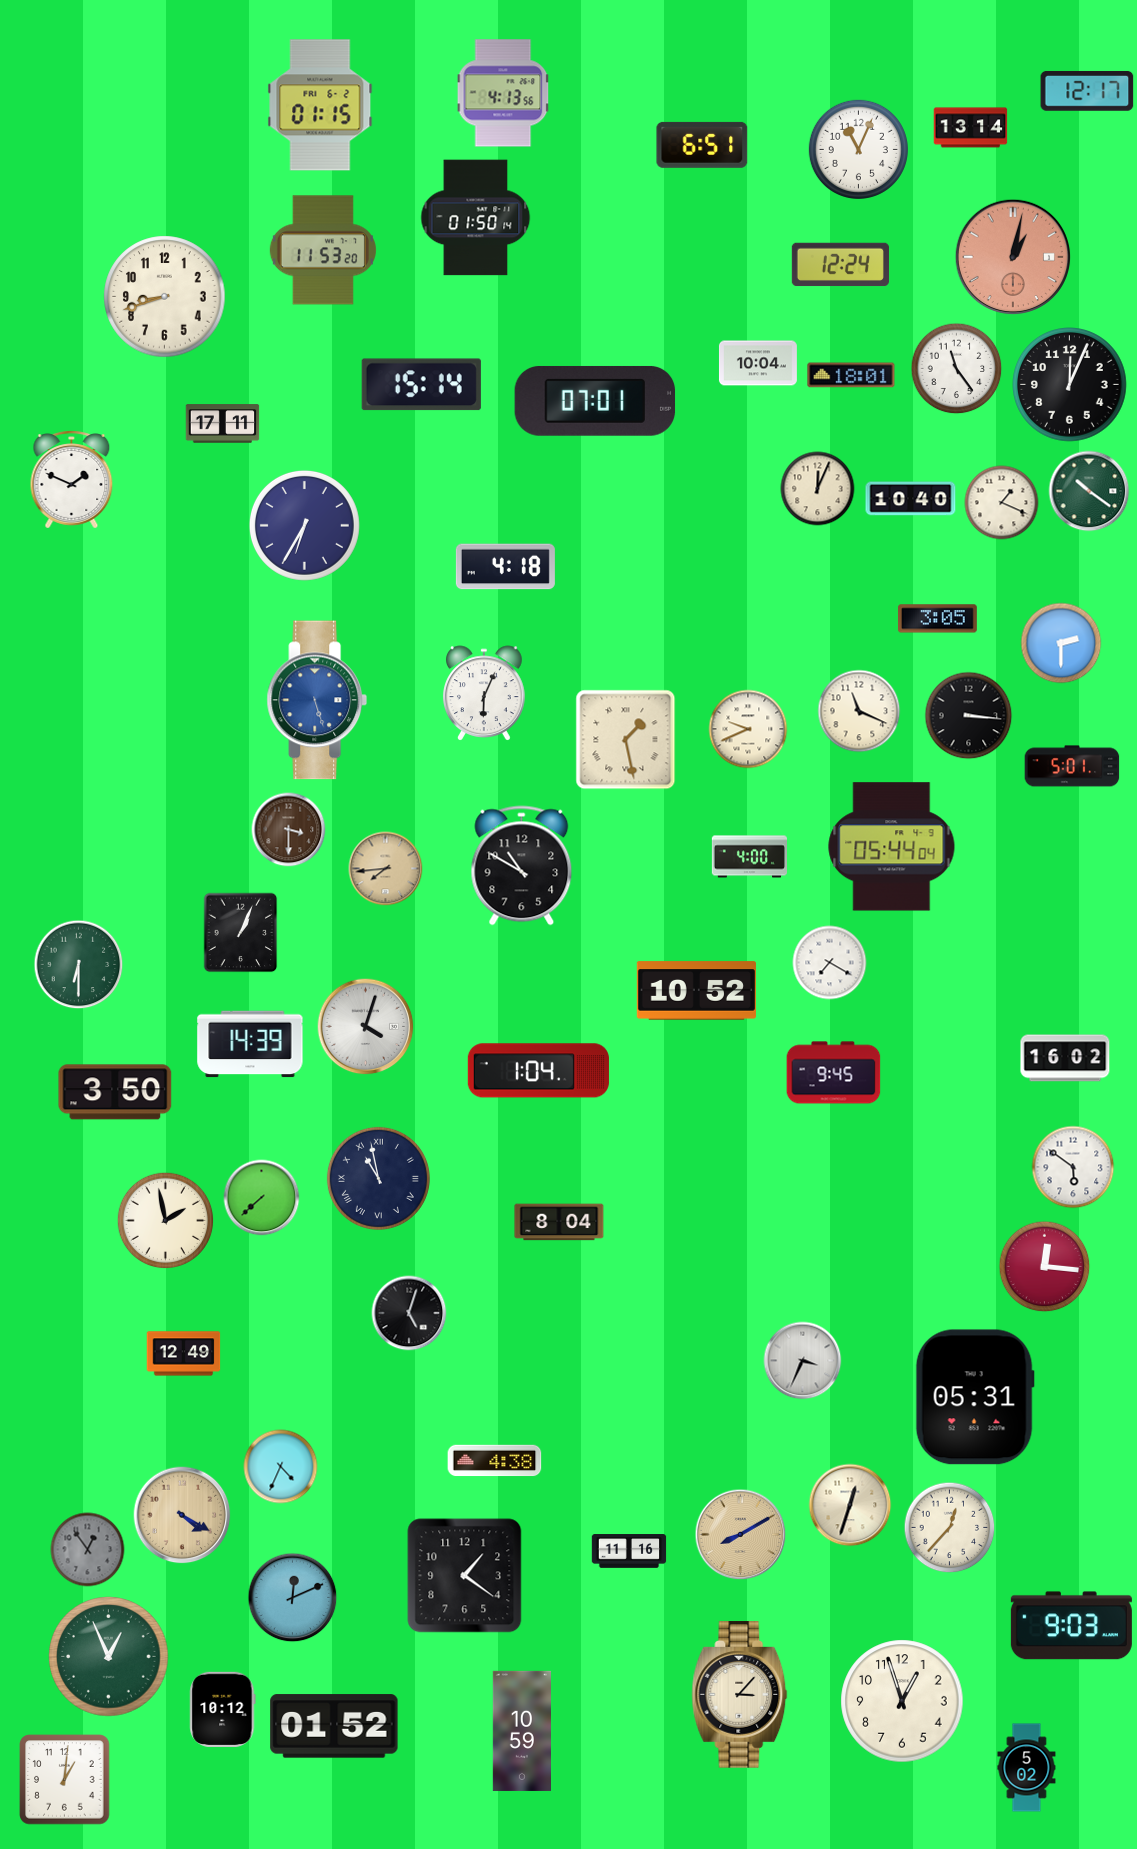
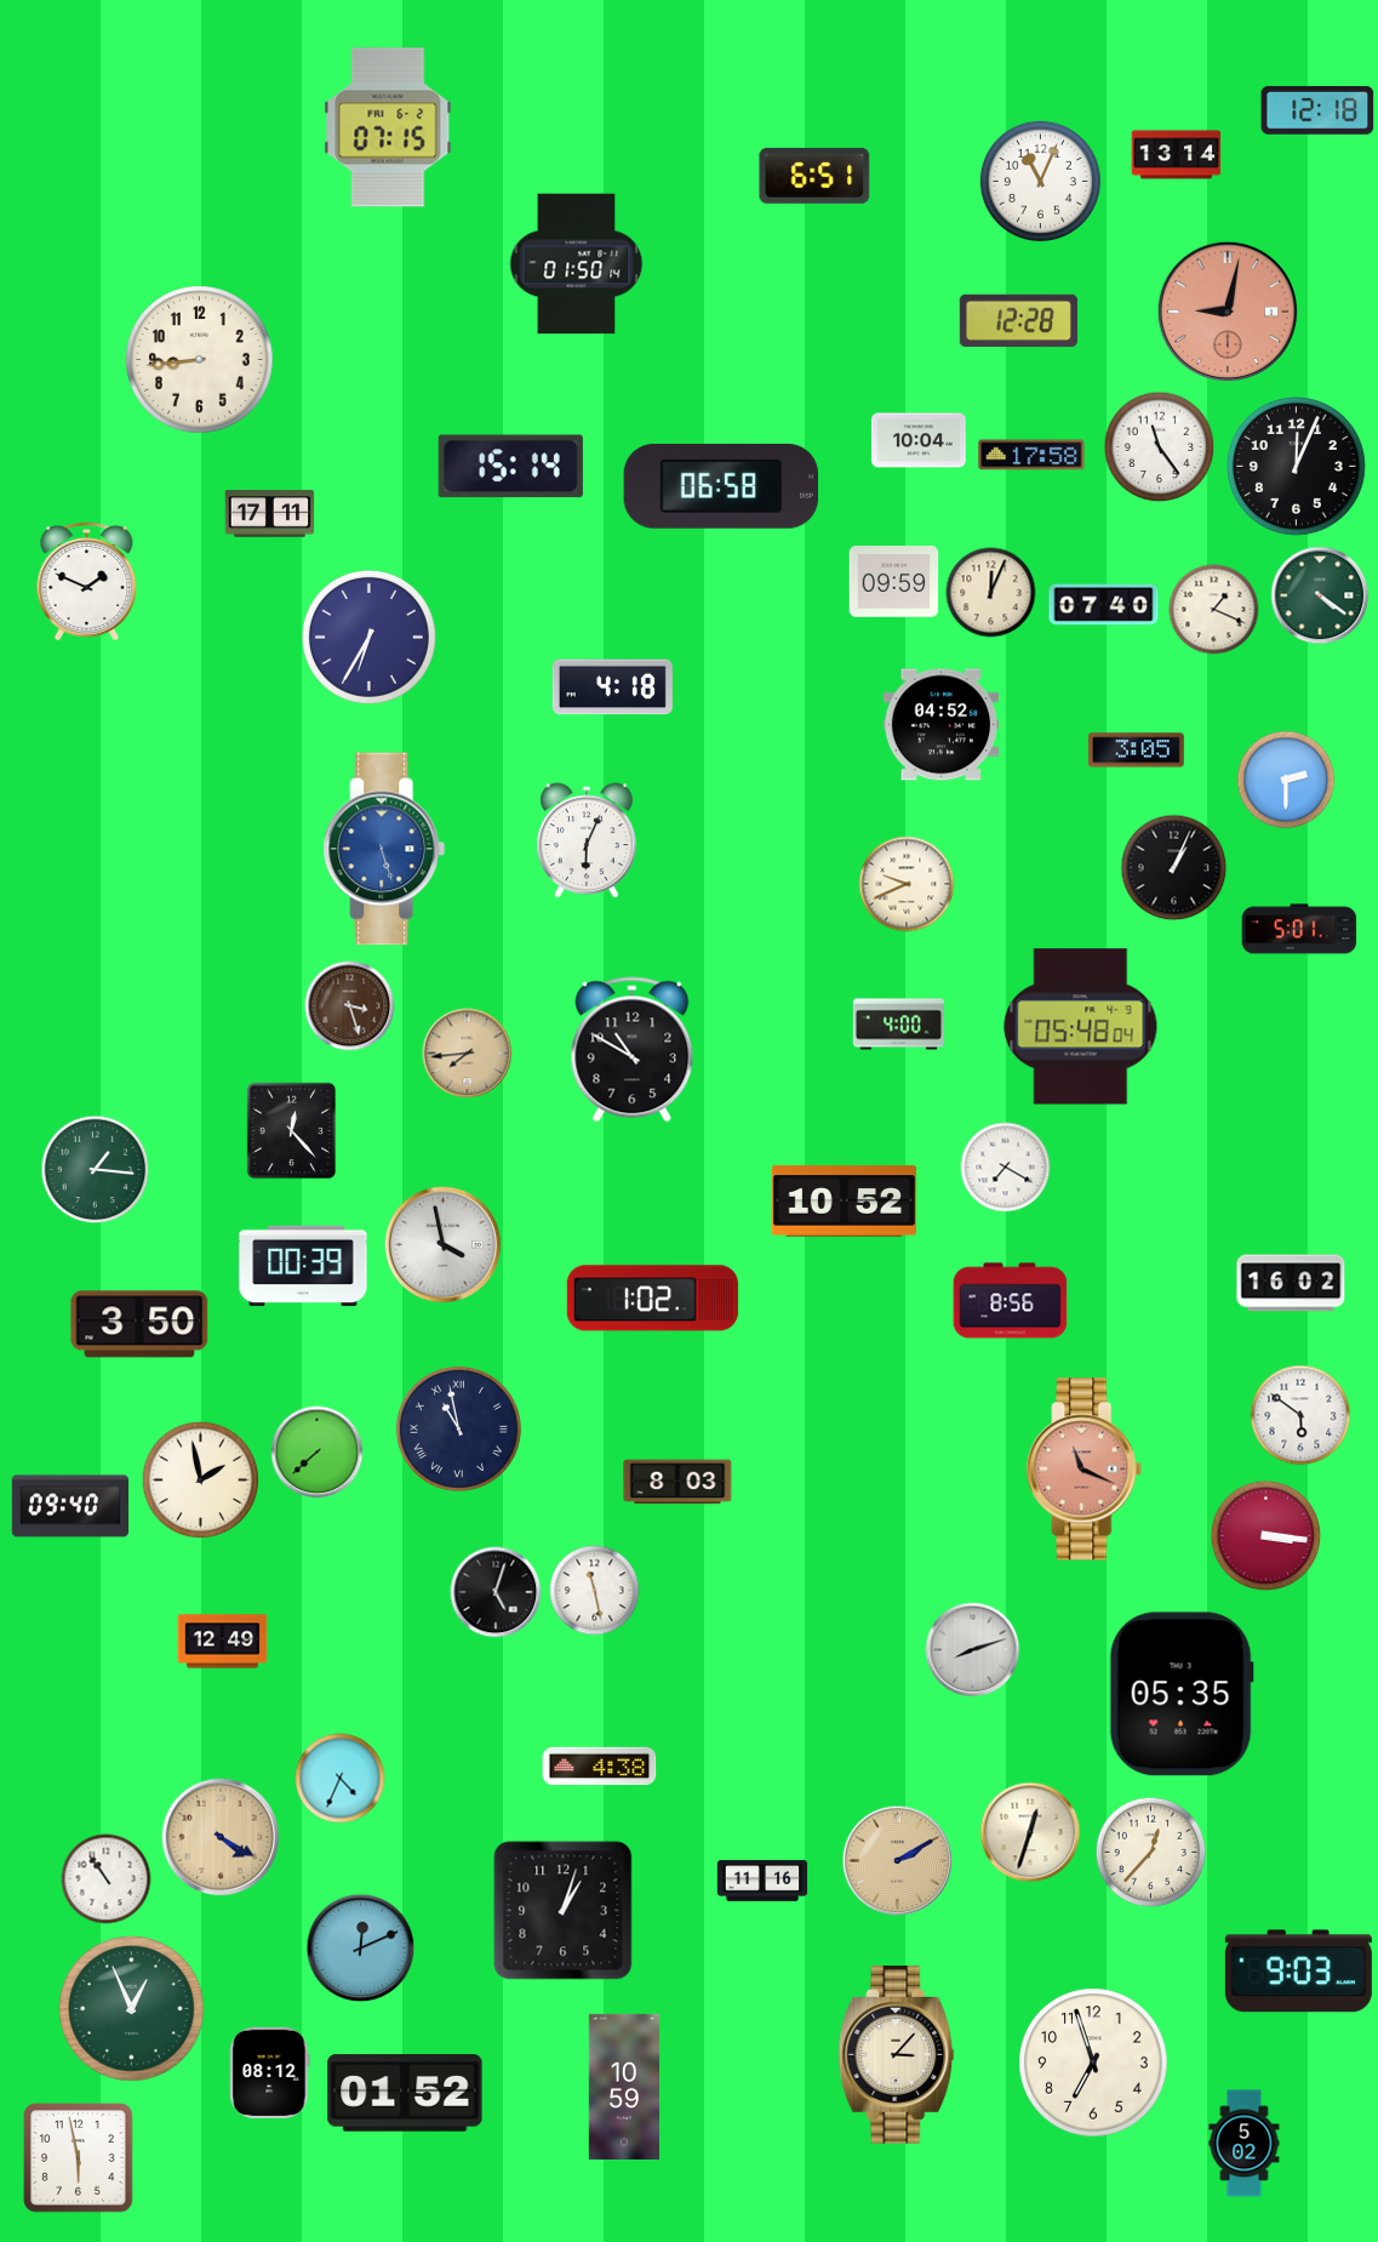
clock at (1087, 91): 12:17 -> 12:18
clock at (503, 93): 4:13 -> none
clock at (320, 105): 01:15 -> 07:15
clock at (702, 145) position: (702, 145) -> (814, 176)
clock at (323, 250): 11:53 -> none
clock at (1013, 257): 1:02 -> 9:02
clock at (840, 265): 12:24 -> 12:28
clock at (165, 297): 8:42 -> 8:44
clock at (851, 375): 18:01 -> 17:58
clock at (595, 401): 07:01 -> 06:58
clock at (894, 582): none -> 09:59
clock at (1089, 491): 10:21 -> 4:21
clock at (911, 499): 10:40 -> 07:40
clock at (942, 725): none -> 04:52
clock at (859, 711): 11:19 -> none
clock at (969, 716): 3:16 -> 1:04
clock at (626, 740): 1:28 -> none
clock at (289, 830): 3:30 -> 3:27
clock at (892, 847): 05:44 -> 05:48
clock at (750, 857) position: (750, 857) -> (899, 1025)
clock at (241, 933): 1:04 -> 12:23
clock at (79, 965): 6:30 -> 1:16
clock at (366, 1027): 4:03 -> 3:58
clock at (250, 1044): 14:39 -> 00:39
clock at (538, 1071): 1:04 -> 1:02
clock at (834, 1073): 9:45 -> 8:56
clock at (1085, 1470): none -> 11:19
clock at (559, 1222): 8:04 -> 8:03
clock at (70, 1506): none -> 09:40
clock at (1045, 1267): 12:16 -> 3:16
clock at (595, 1591): none -> 11:28
clock at (803, 1361): 3:34 -> 8:12
clock at (975, 1397): 05:31 -> 05:35
clock at (495, 1461) position: (495, 1461) -> (600, 1767)
clock at (850, 1505) position: (850, 1505) -> (1030, 1832)
clock at (741, 1535): 8:10 -> 2:10
clock at (88, 1550): 12:54 -> 10:54
clock at (88, 1550) dial: grey -> white
clock at (465, 1576): 1:21 -> 1:03
clock at (293, 1598) position: (293, 1598) -> (361, 1949)
clock at (902, 1701): 12:57 -> 6:57
clock at (223, 1709): 10:12 -> 08:12
clock at (521, 1731) position: (521, 1731) -> (623, 2087)
clock at (65, 1780): 1:01 -> 5:58
